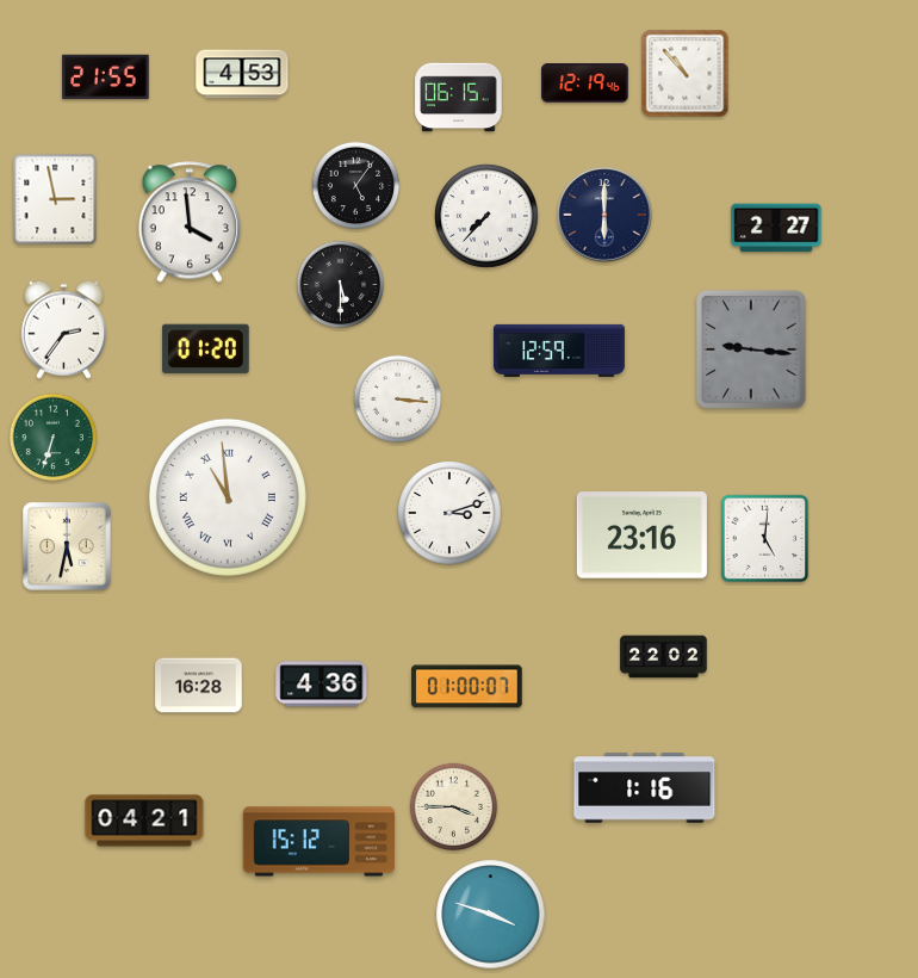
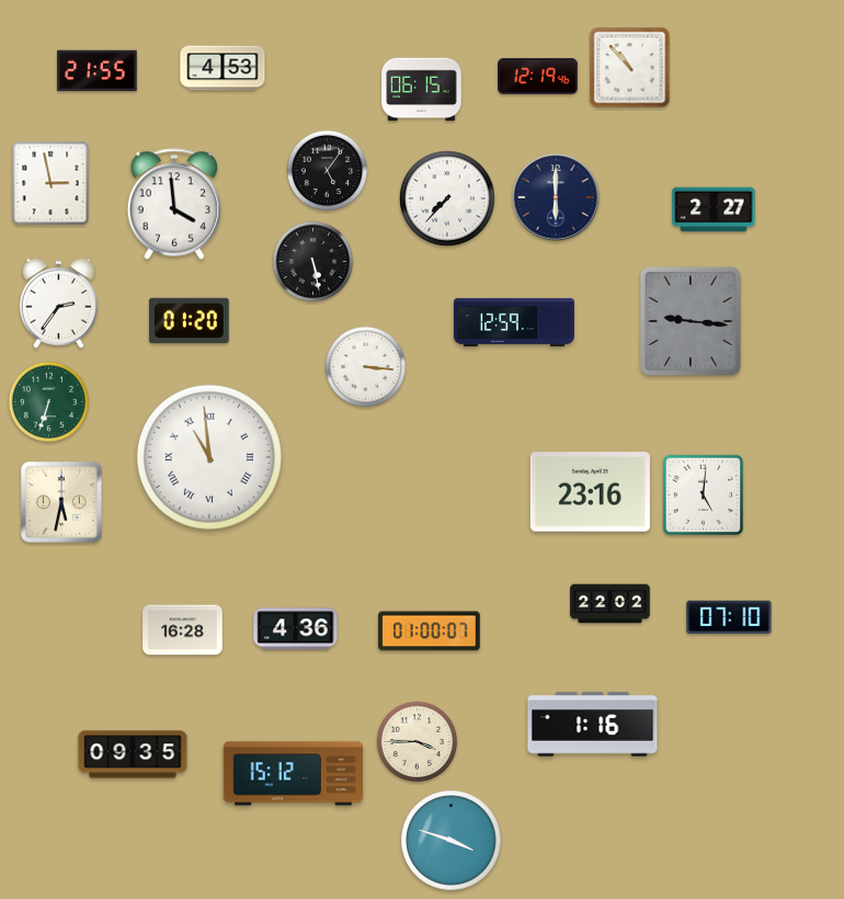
clock at (341, 285): 5:30 -> 5:28
clock at (449, 513): 3:12 -> none
clock at (729, 616): none -> 07:10
clock at (144, 821): 04:21 -> 09:35
